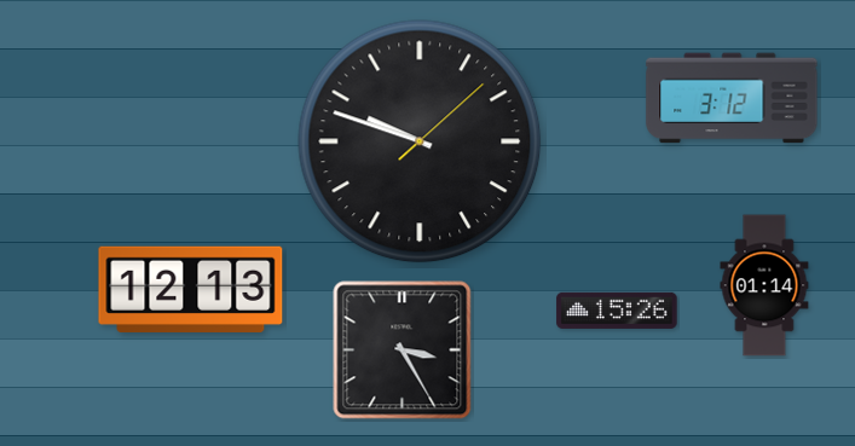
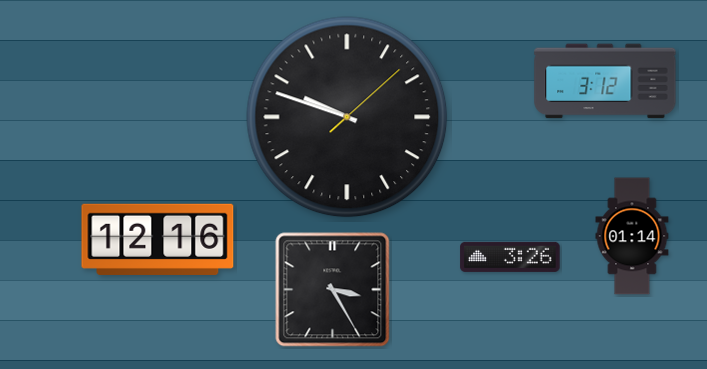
clock at (191, 289): 12:13 -> 12:16
clock at (617, 311): 15:26 -> 3:26
